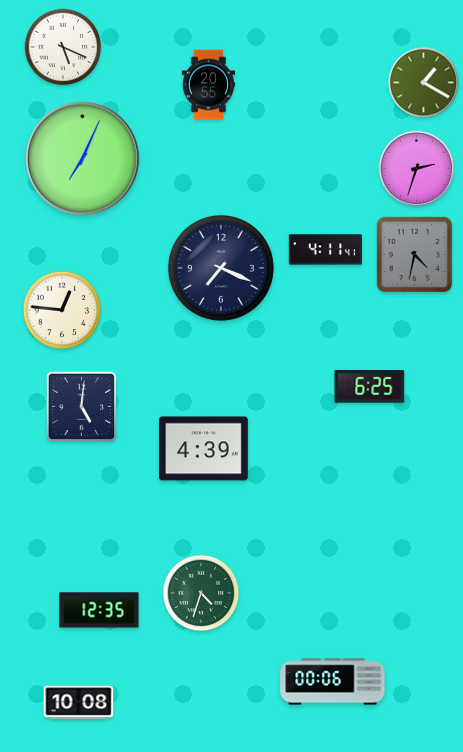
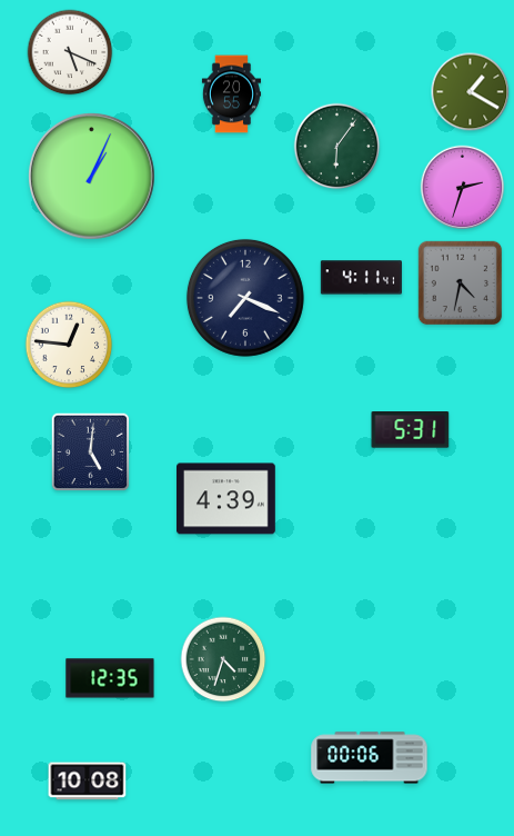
clock at (337, 147): none -> 6:06
clock at (82, 158): 7:04 -> 1:04
clock at (370, 387): 6:25 -> 5:31
